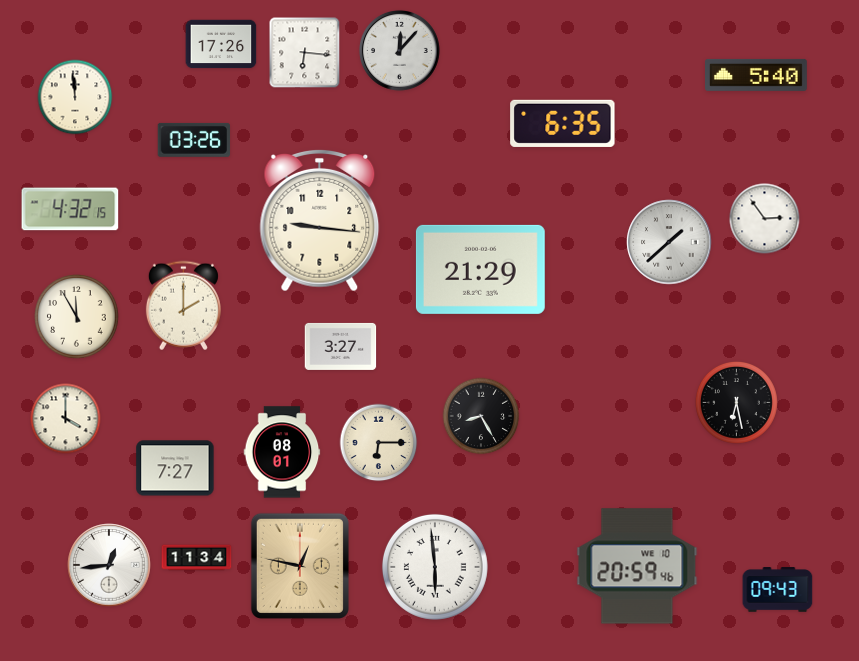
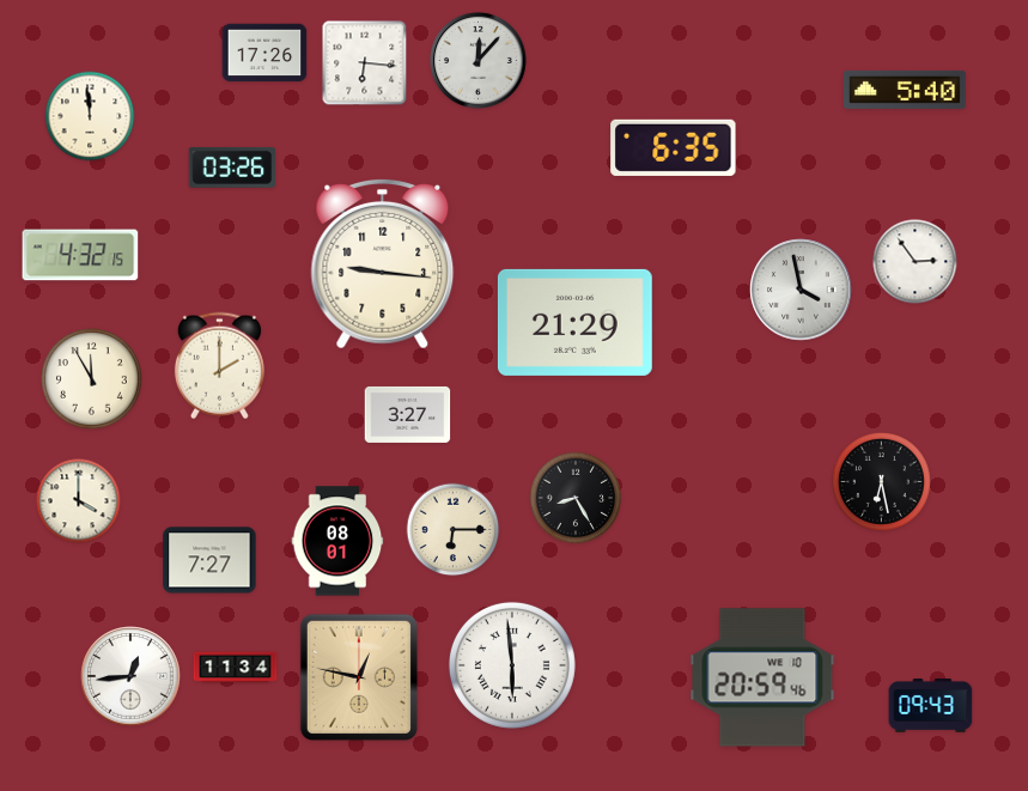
clock at (70, 209) position: (70, 209) -> (80, 255)
clock at (669, 242): 1:38 -> 3:58
clock at (435, 567) position: (435, 567) -> (512, 665)
